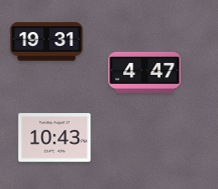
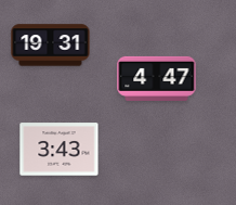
clock at (55, 138): 10:43 -> 3:43
